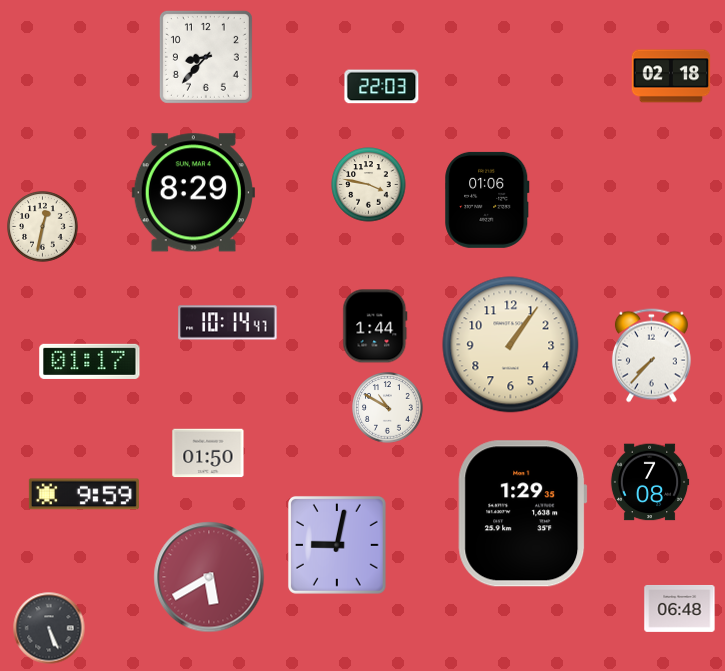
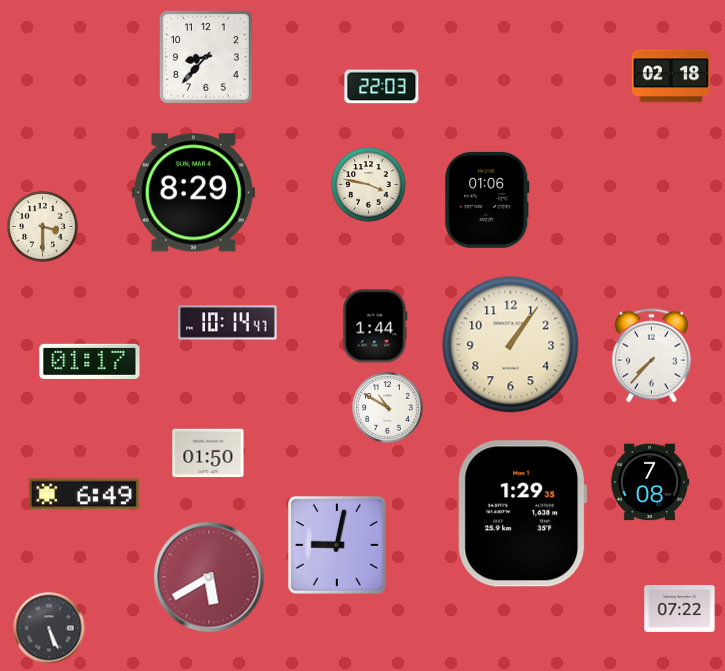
clock at (43, 227): 12:32 -> 3:30
clock at (84, 494): 9:59 -> 6:49
clock at (680, 609): 06:48 -> 07:22
